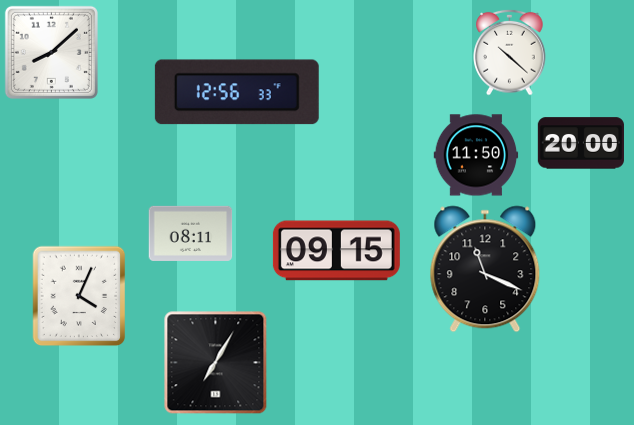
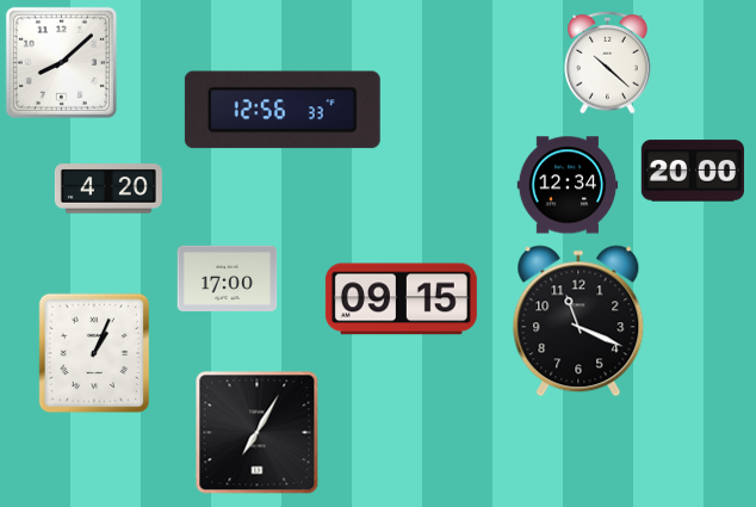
clock at (476, 155): 11:50 -> 12:34
clock at (109, 188): none -> 4:20
clock at (191, 233): 08:11 -> 17:00
clock at (79, 296): 4:04 -> 1:04
